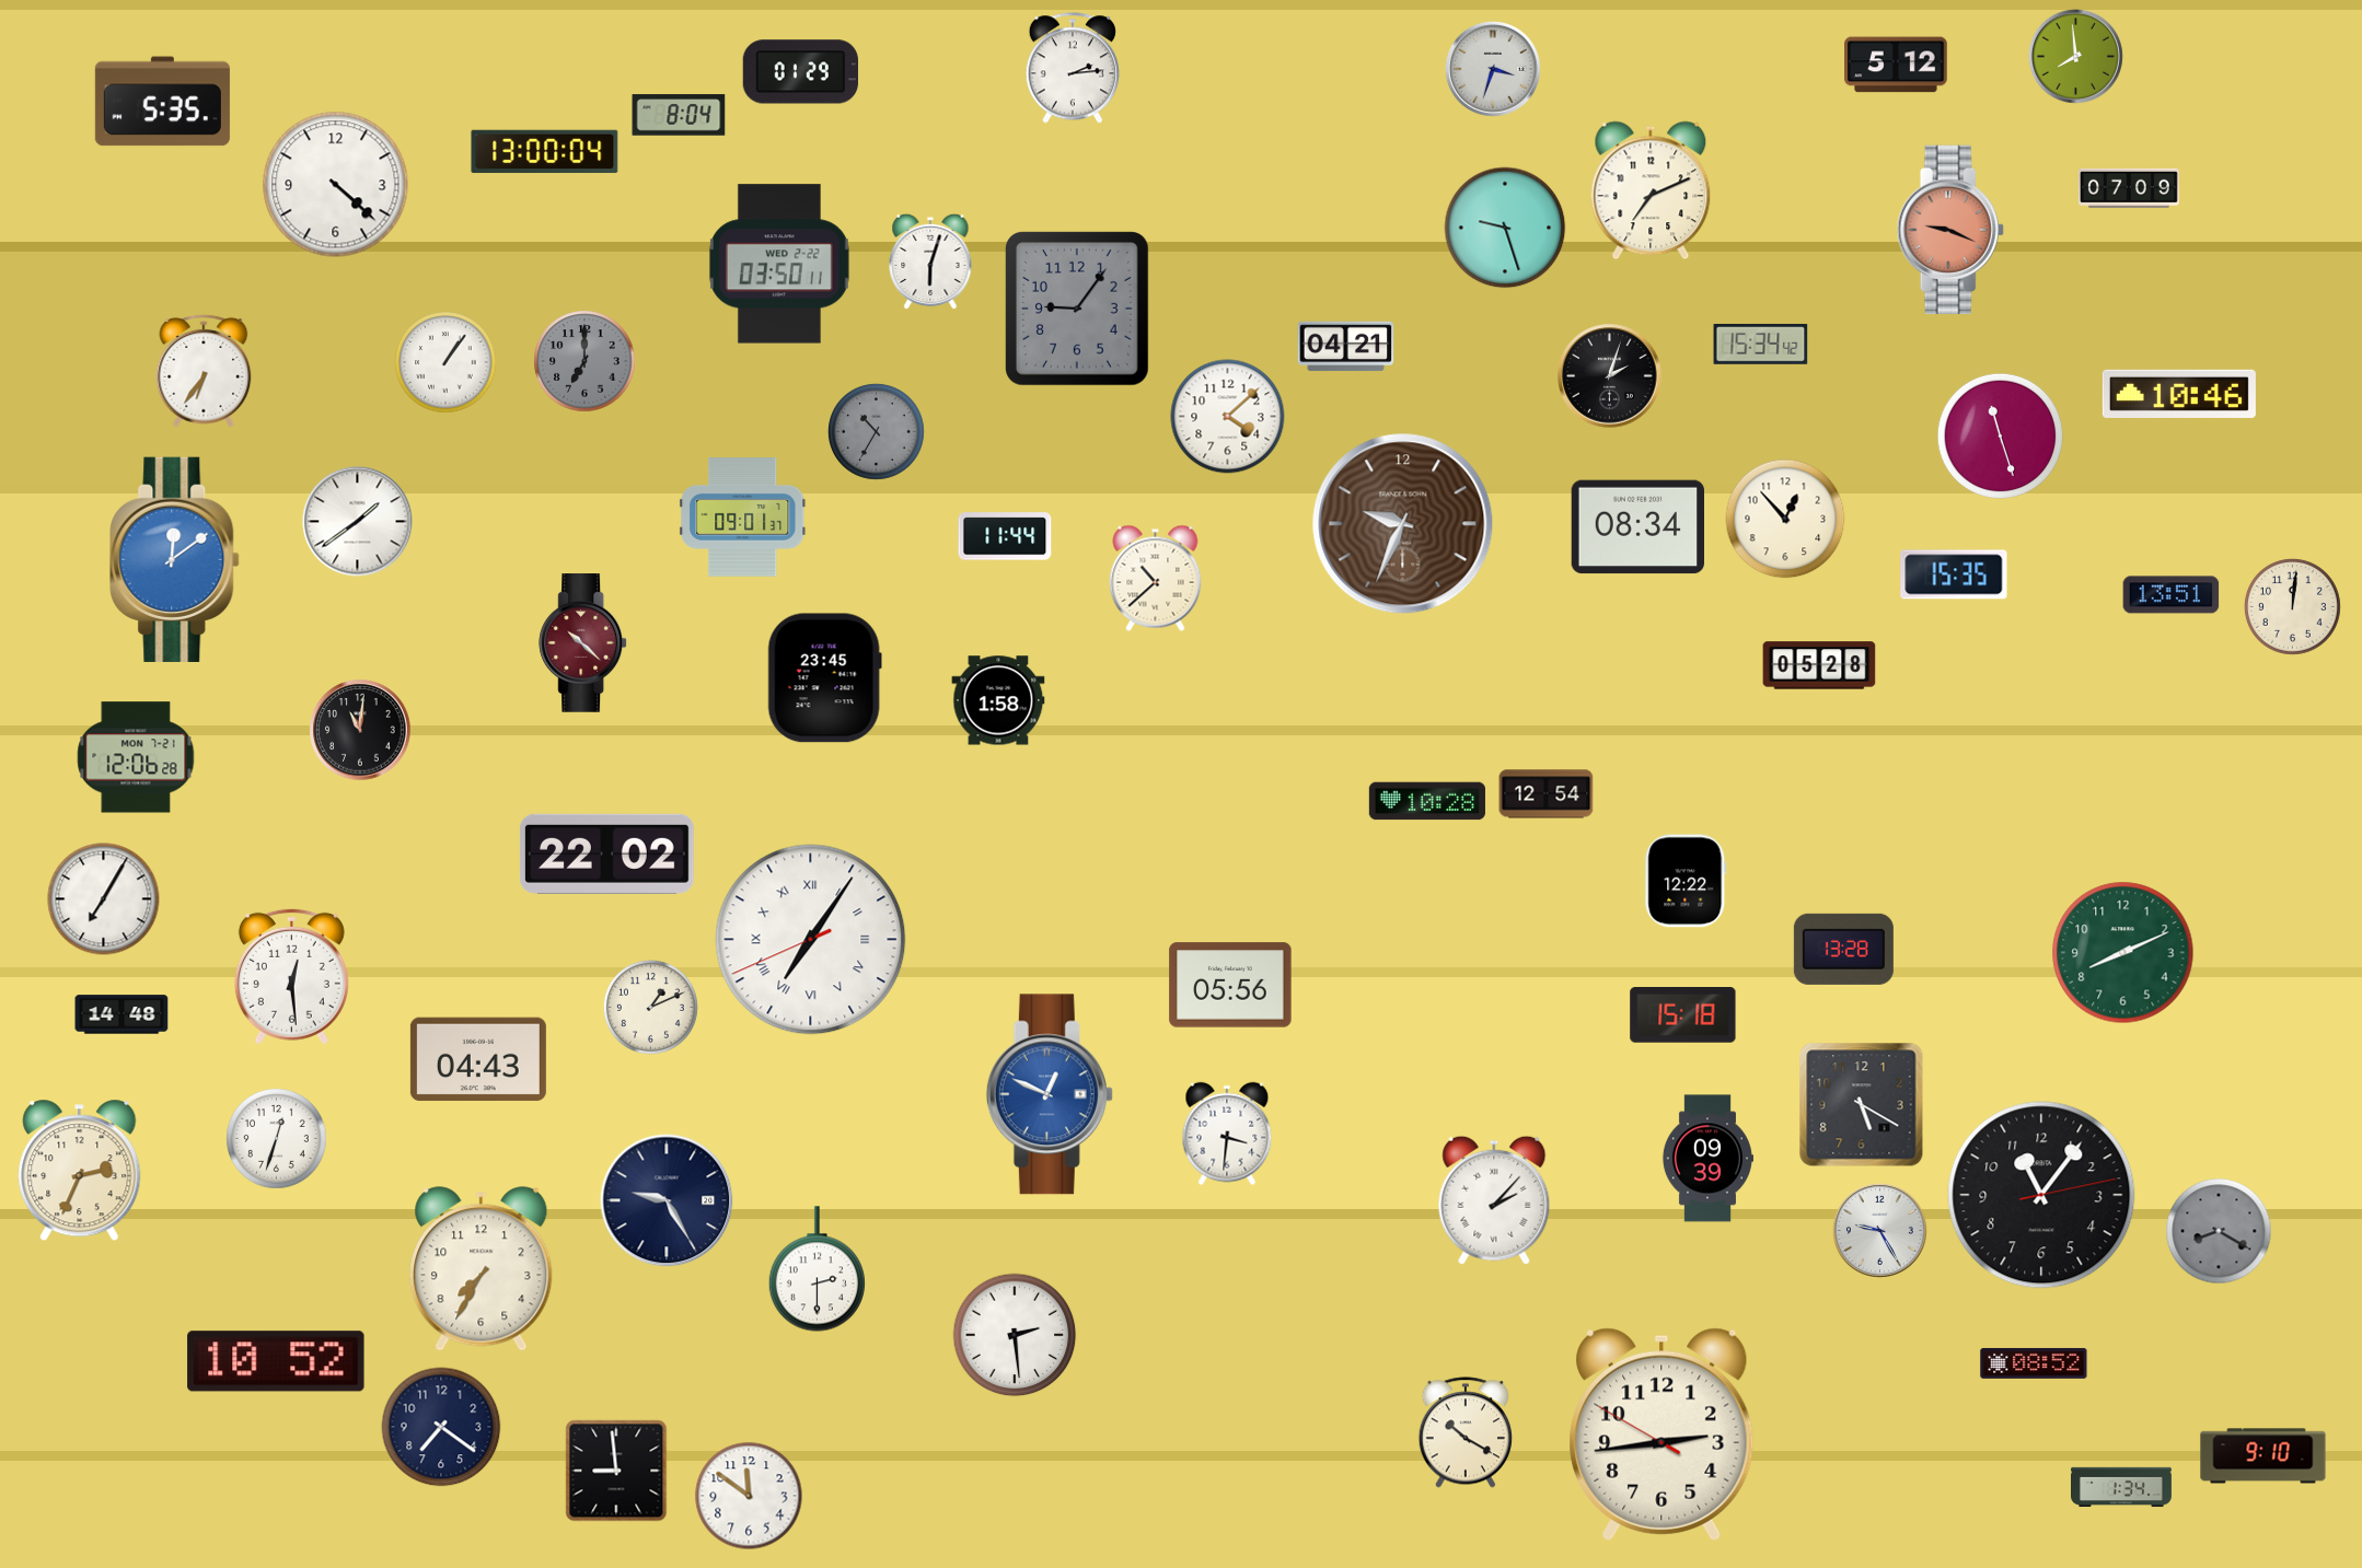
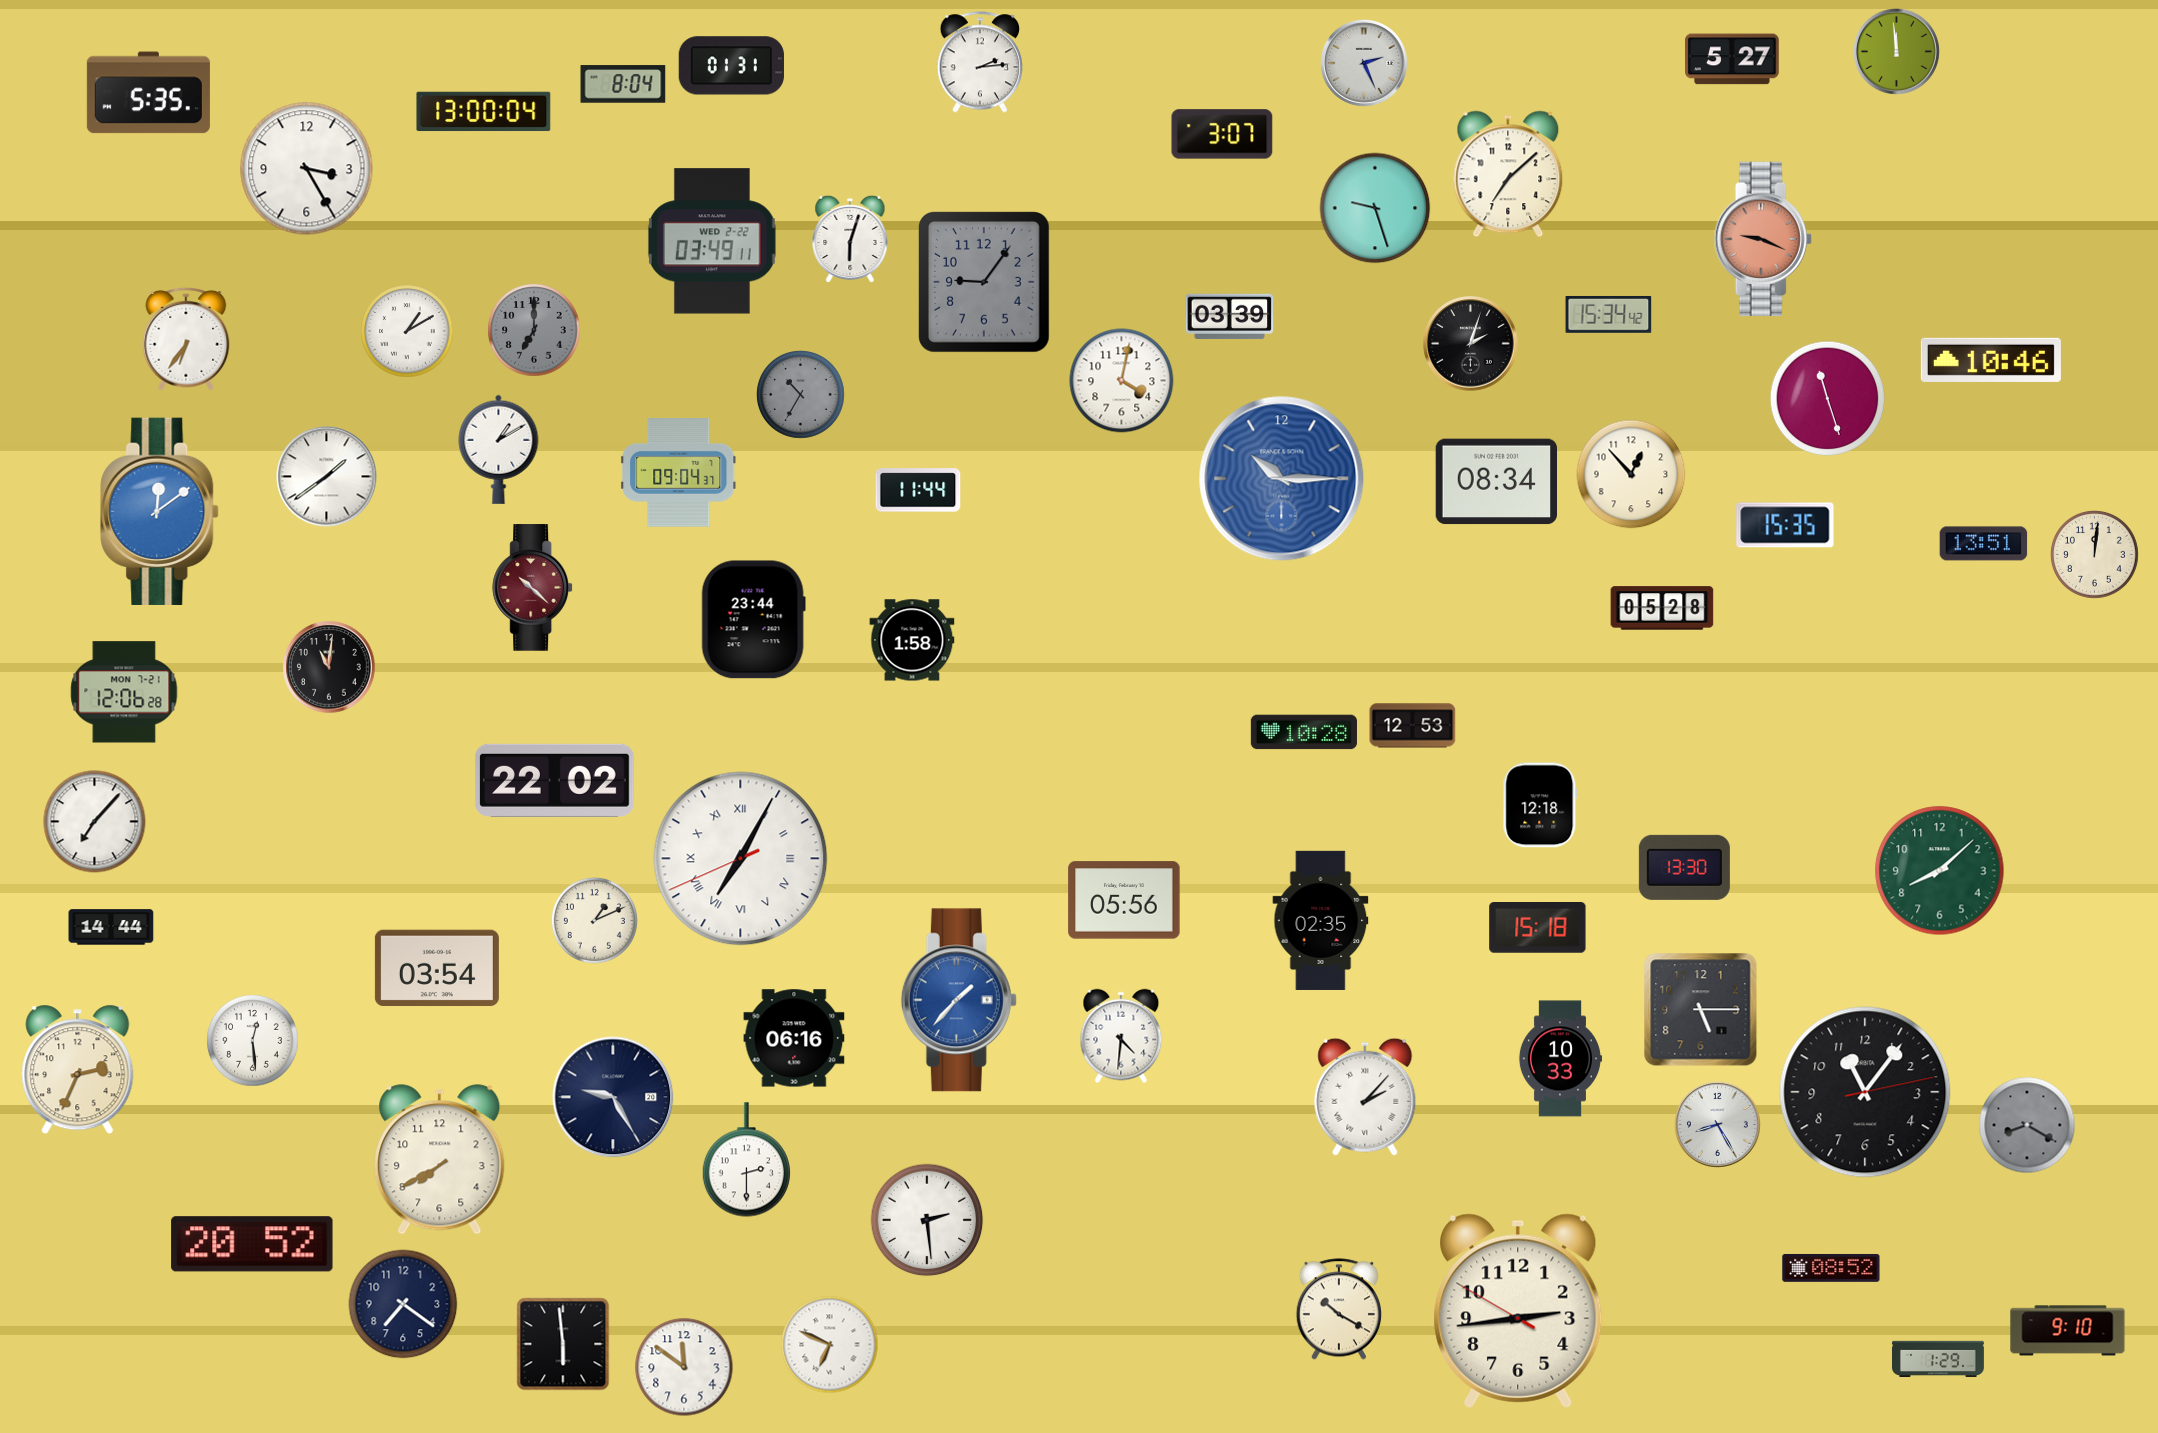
clock at (2075, 56): 7:59 -> 11:59
clock at (1896, 65): 5:12 -> 5:27
clock at (1493, 69): 3:33 -> 2:26
clock at (800, 72): 01:29 -> 01:31
clock at (679, 115) position: (679, 115) -> (623, 84)
clock at (1222, 134): none -> 3:07
clock at (545, 152) position: (545, 152) -> (484, 112)
clock at (336, 185): 4:22 -> 3:25
clock at (2129, 188): 07:09 -> none
clock at (1651, 190): 7:11 -> 7:08
clock at (1950, 229) position: (1950, 229) -> (1763, 238)
clock at (779, 264): 03:50 -> 03:49
clock at (1346, 347): 04:21 -> 03:39
clock at (445, 362): 1:06 -> 1:10
clock at (1228, 417): 4:08 -> 4:02
clock at (499, 449): none -> 1:10
clock at (743, 518): 09:01 -> 09:04
clock at (1403, 524): 9:34 -> 10:15
clock at (1403, 524) dial: brown -> blue
clock at (1156, 578): 10:38 -> none
clock at (824, 678): 23:45 -> 23:44
clock at (1547, 794): 12:54 -> 12:53
clock at (1686, 881): 12:22 -> 12:18
clock at (104, 899): 7:05 -> 7:07
clock at (811, 940): 7:05 -> 7:04
clock at (1843, 949): 13:28 -> 13:30
clock at (2123, 953): 8:11 -> 8:08
clock at (291, 976): 12:29 -> none
clock at (1321, 920): none -> 02:35
clock at (121, 1014): 14:48 -> 14:44
clock at (478, 1059): 04:43 -> 03:54
clock at (1050, 1094): 12:49 -> 1:37
clock at (1862, 1105): 5:20 -> 5:15
clock at (1227, 1134): 3:31 -> 4:31
clock at (794, 1038): none -> 06:16
clock at (277, 1139): 12:33 -> 12:29
clock at (1707, 1159): 09:39 -> 10:33
clock at (80, 1171) position: (80, 1171) -> (78, 1070)
clock at (667, 1200) position: (667, 1200) -> (613, 1097)
clock at (1879, 1230): 9:25 -> 8:25
clock at (482, 1269): 7:35 -> 7:40
clock at (276, 1361): 10:52 -> 20:52
clock at (2034, 1363) position: (2034, 1363) -> (1831, 1268)
clock at (616, 1471): 8:59 -> 5:59
clock at (830, 1345): none -> 6:49
clock at (2122, 1487): 1:34 -> 1:29
